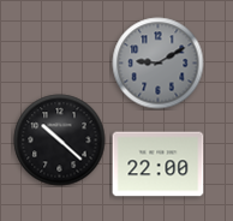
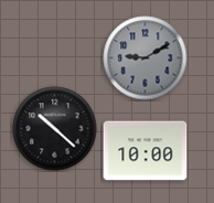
clock at (159, 165): 22:00 -> 10:00
